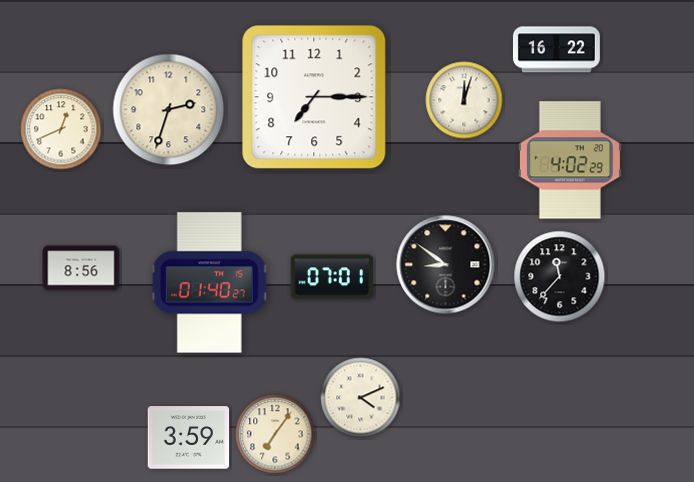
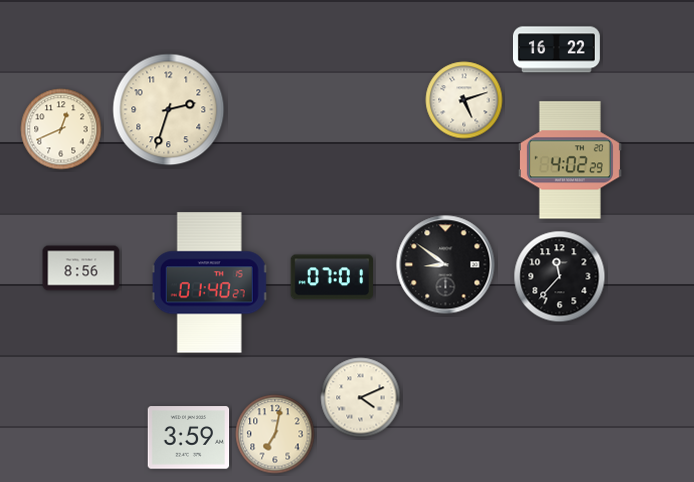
clock at (314, 97): 7:15 -> none
clock at (464, 100): 12:03 -> 5:12
clock at (275, 434): 7:06 -> 7:02
